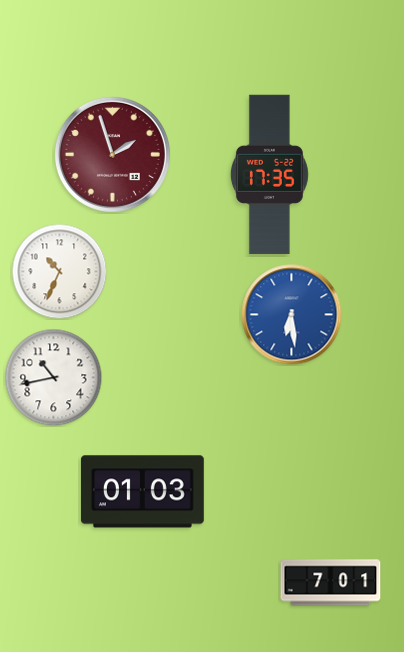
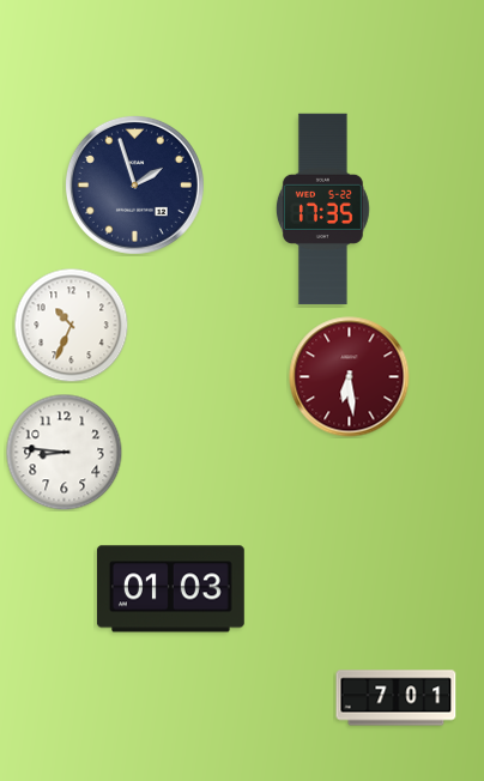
clock at (112, 154) dial: burgundy -> navy
clock at (292, 315) dial: blue -> burgundy
clock at (53, 377): 10:43 -> 8:46
